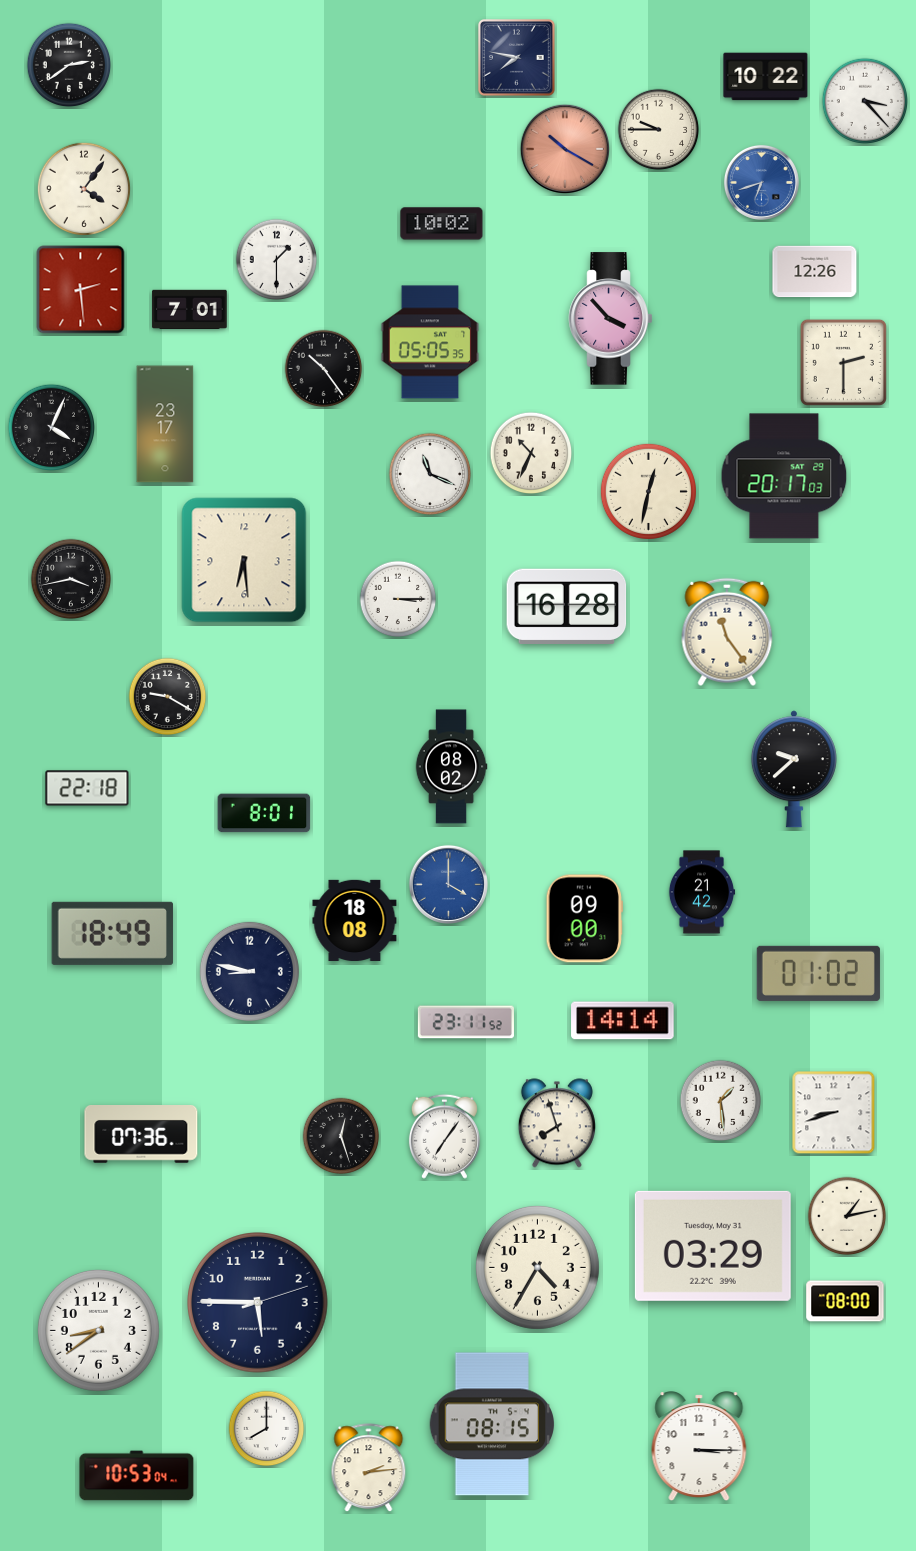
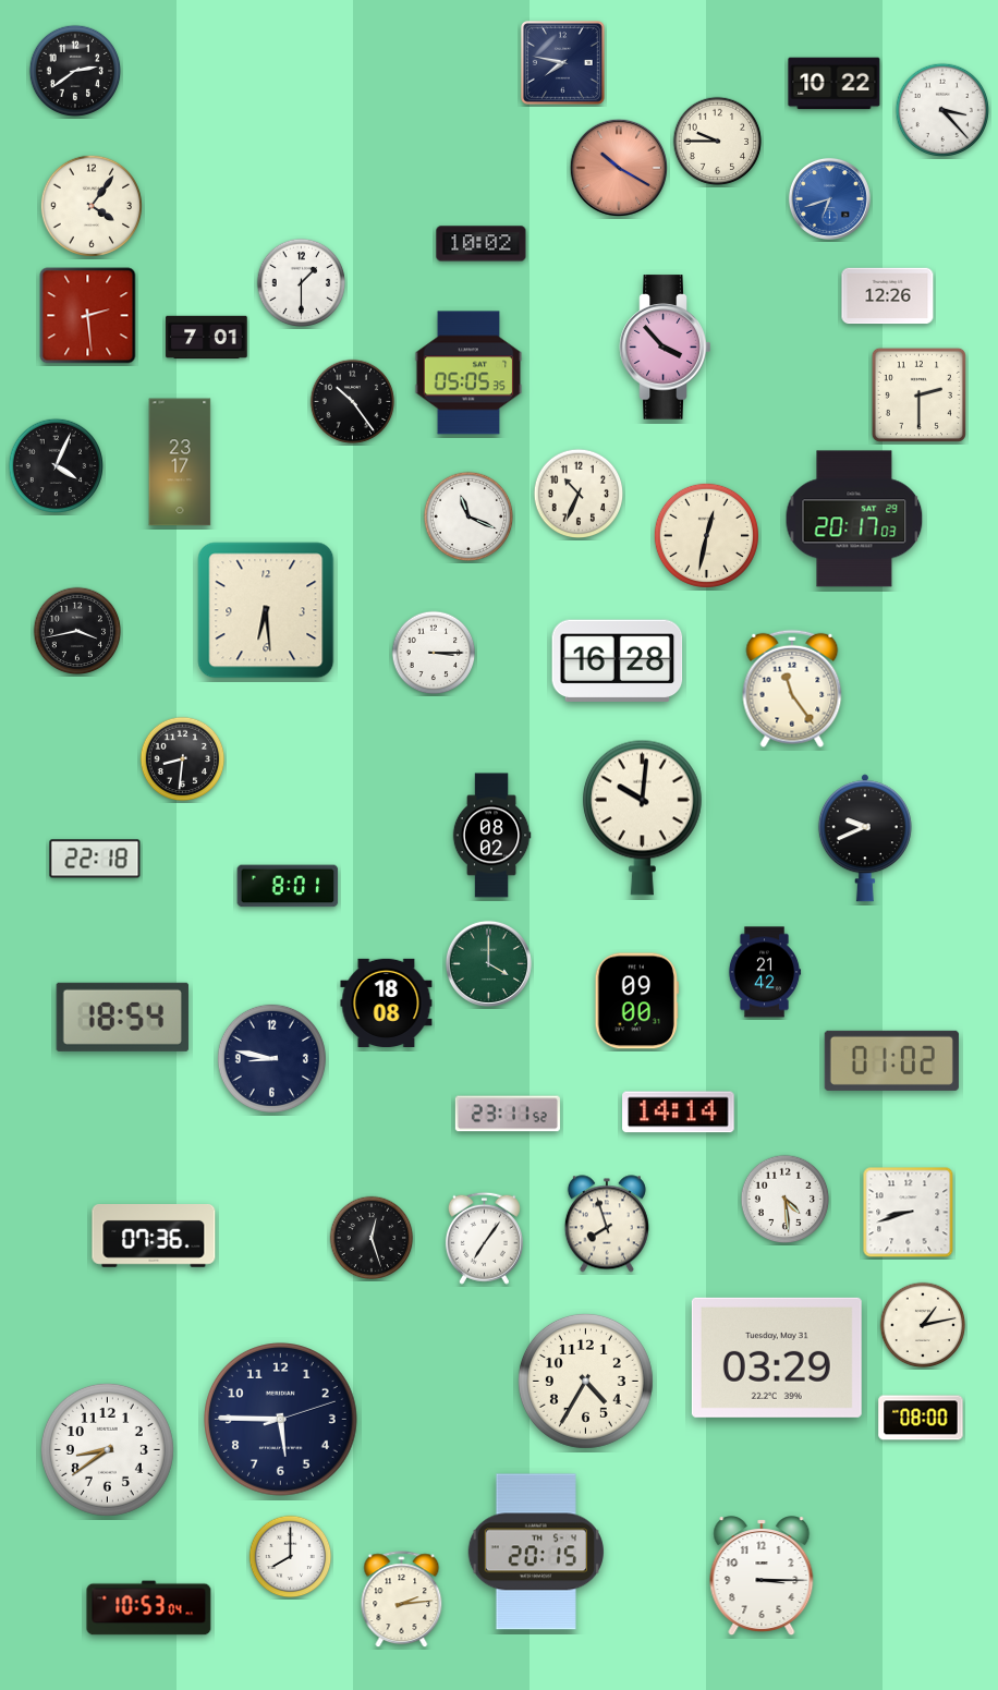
clock at (564, 148) position: (564, 148) -> (618, 167)
clock at (168, 697): 9:20 -> 8:31
clock at (642, 817): none -> 10:01
clock at (794, 769): 9:38 -> 9:41
clock at (448, 884) dial: blue -> green
clock at (112, 933): 18:49 -> 18:54
clock at (721, 1101): 1:29 -> 4:29
clock at (492, 1424): 08:15 -> 20:15
